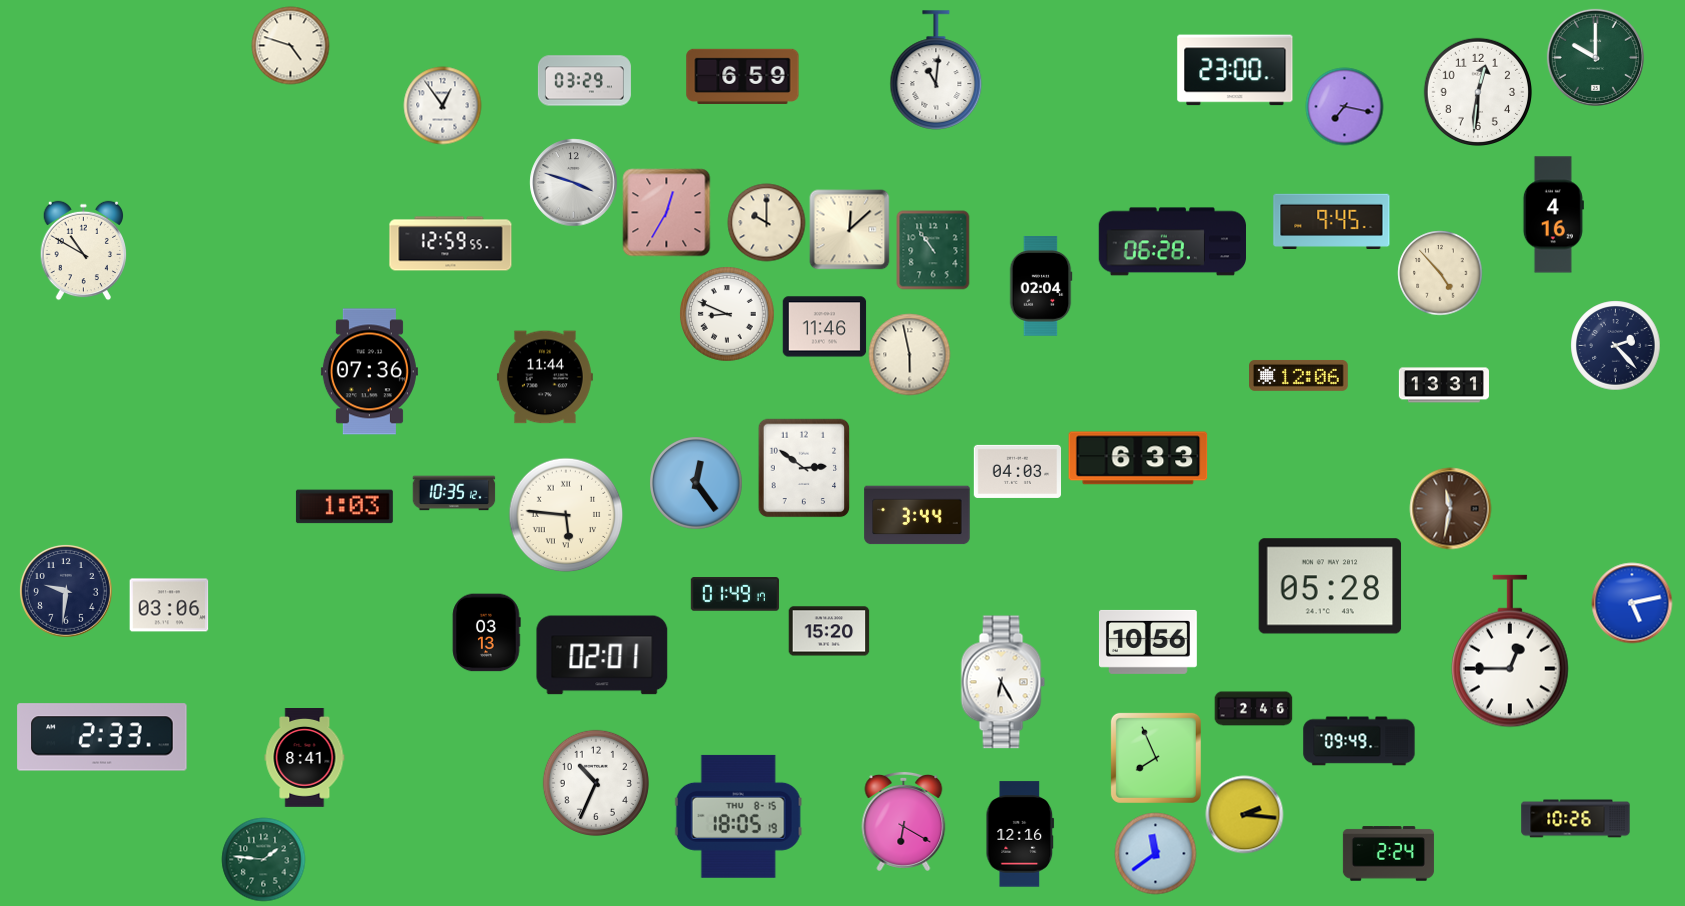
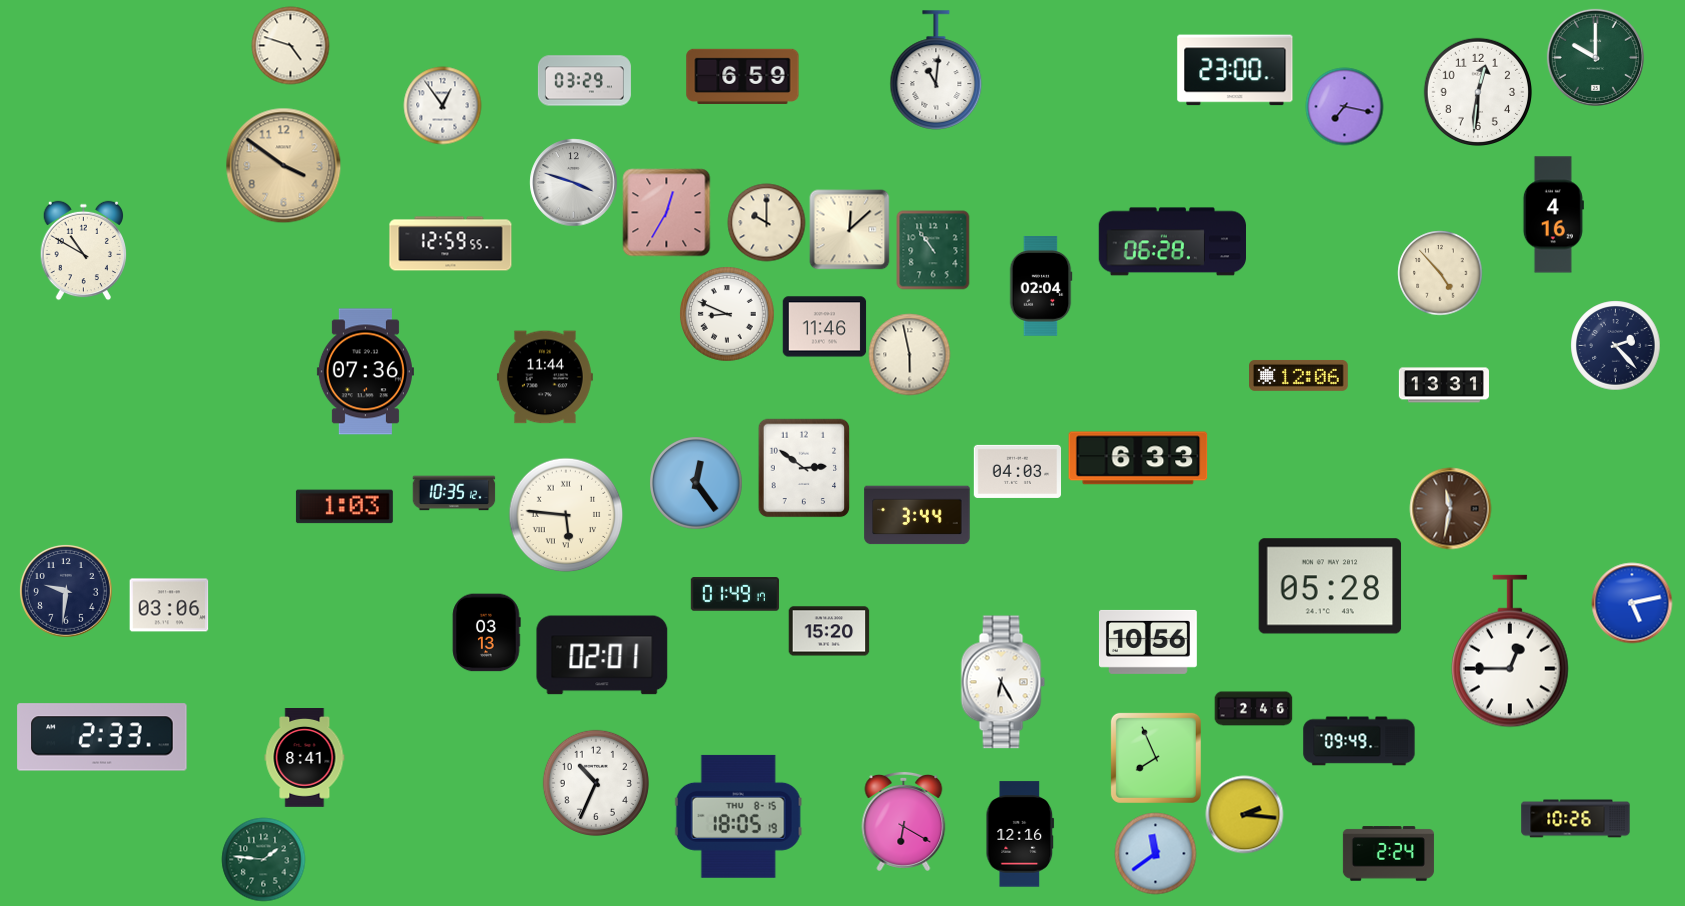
clock at (283, 165): none -> 3:51
clock at (1332, 221): 9:45 -> none
clock at (369, 372) position: (369, 372) -> (365, 372)
